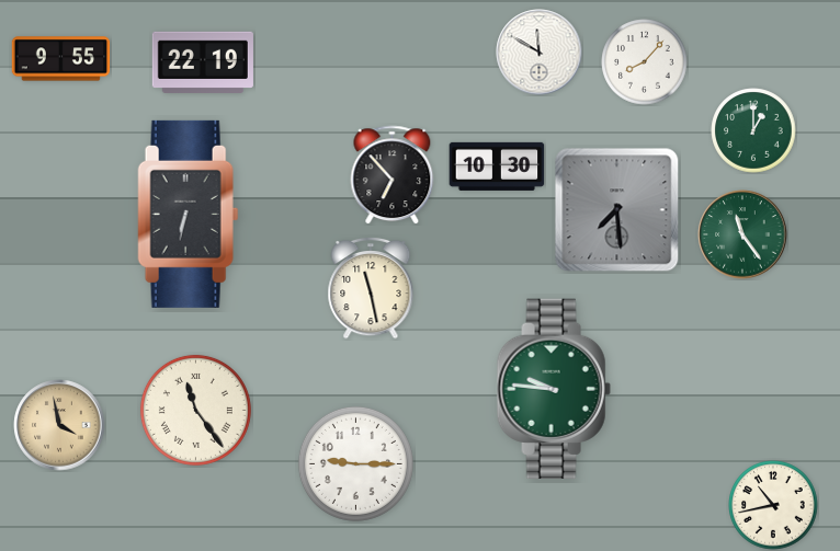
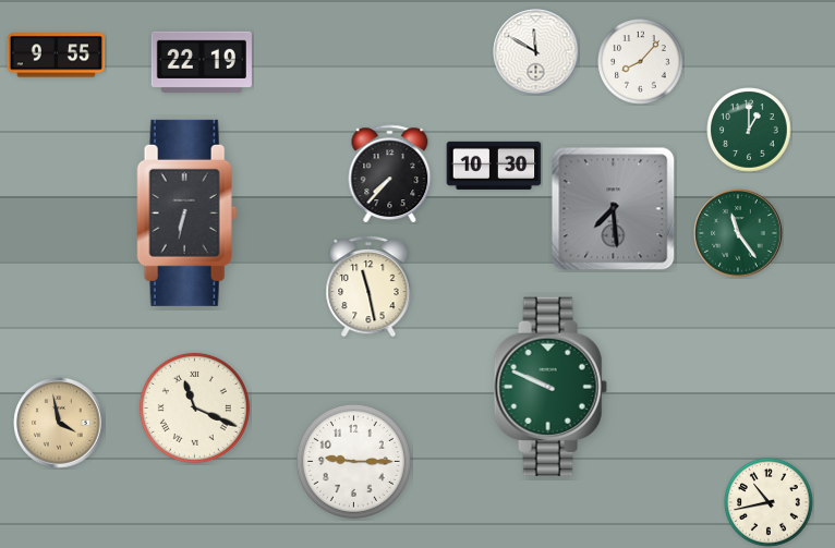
clock at (61, 59) position: (61, 59) -> (57, 56)
clock at (393, 175): 6:53 -> 7:37
clock at (554, 388): 9:46 -> 9:49
clock at (195, 410): 11:24 -> 11:19
